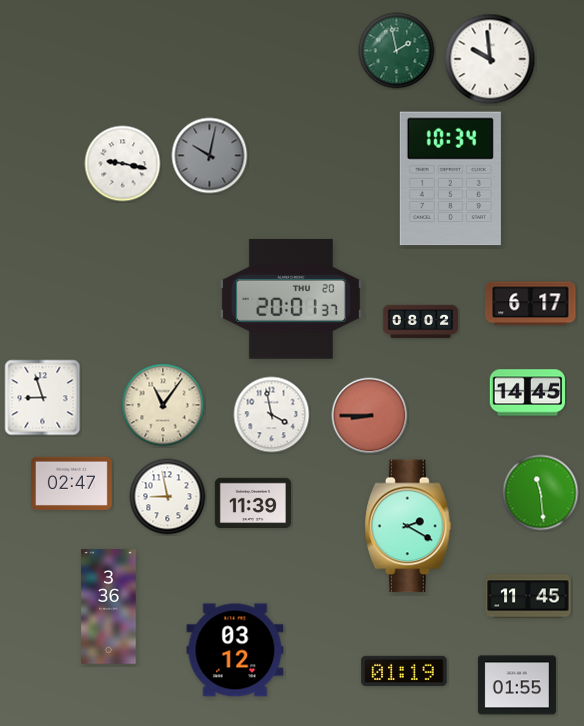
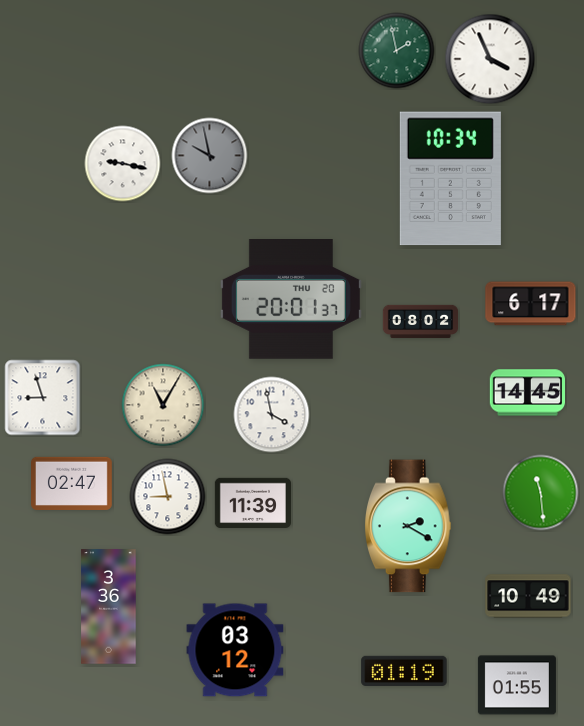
clock at (490, 59): 9:59 -> 3:56
clock at (210, 156): 10:02 -> 9:58
clock at (163, 405): 11:06 -> 11:05
clock at (370, 416): 8:45 -> none
clock at (528, 596): 11:45 -> 10:49
